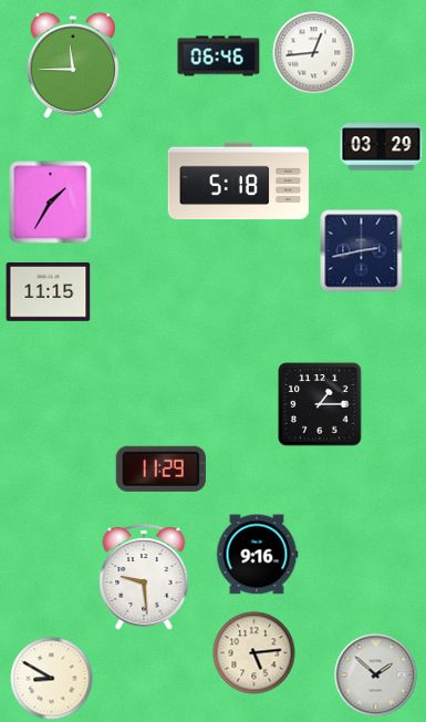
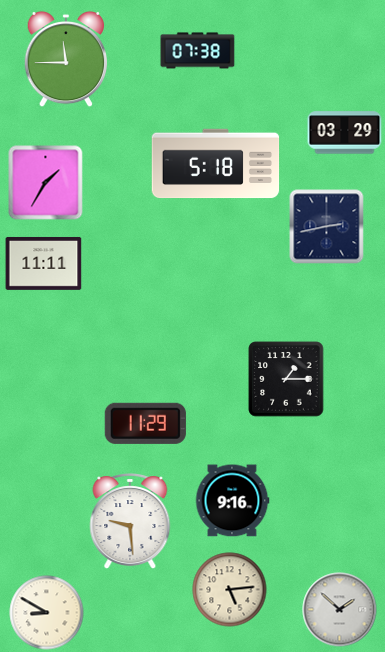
clock at (314, 53): 12:44 -> none
clock at (219, 56): 06:46 -> 07:38
clock at (49, 291): 11:15 -> 11:11
clock at (320, 404) position: (320, 404) -> (286, 379)
